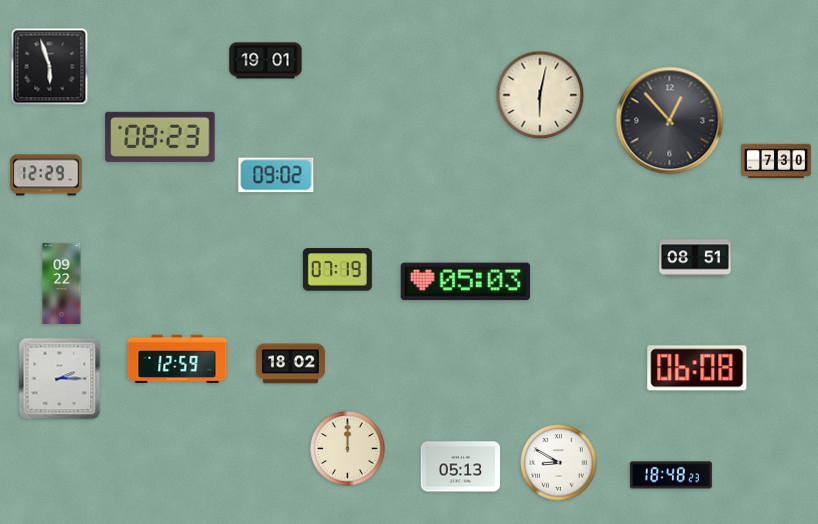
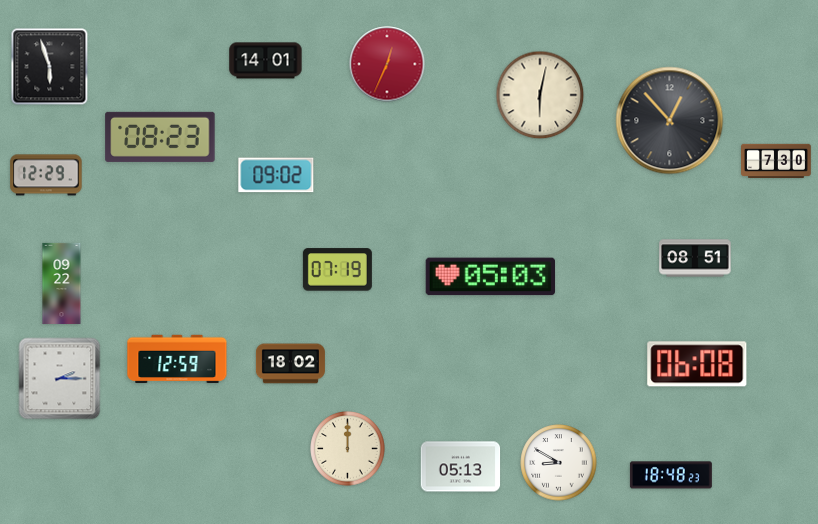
clock at (266, 61): 19:01 -> 14:01
clock at (387, 64): none -> 12:34
clock at (466, 282) position: (466, 282) -> (491, 277)
clock at (697, 368) position: (697, 368) -> (697, 364)
